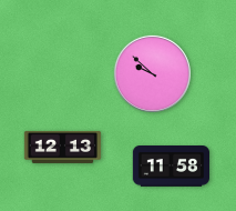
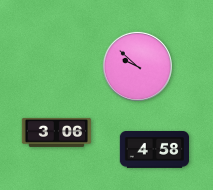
clock at (63, 147): 12:13 -> 3:06
clock at (171, 167): 11:58 -> 4:58
